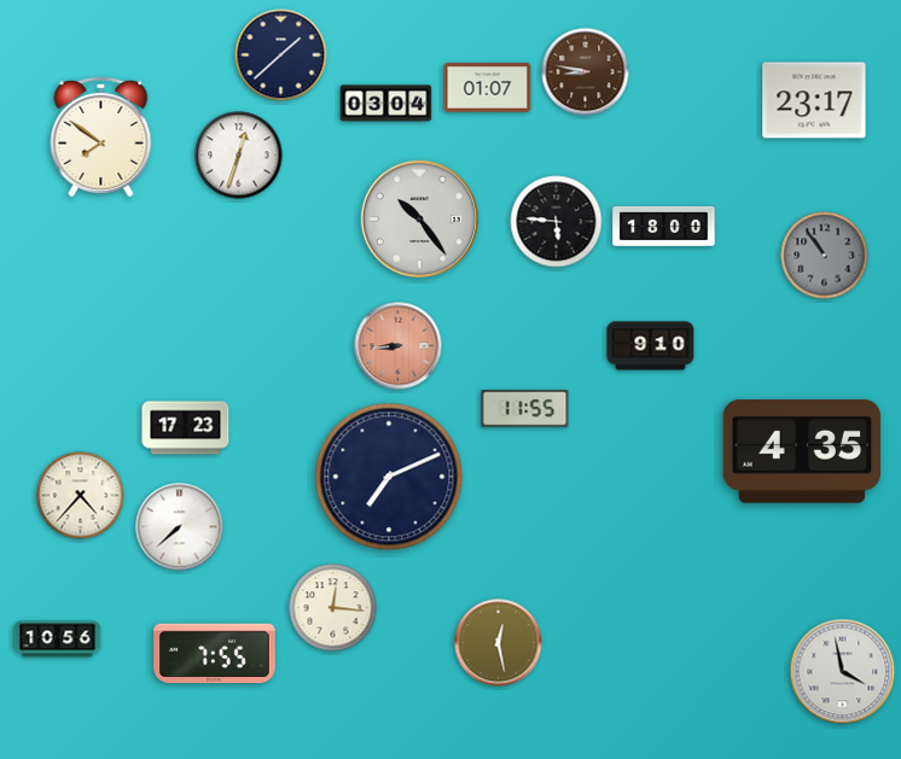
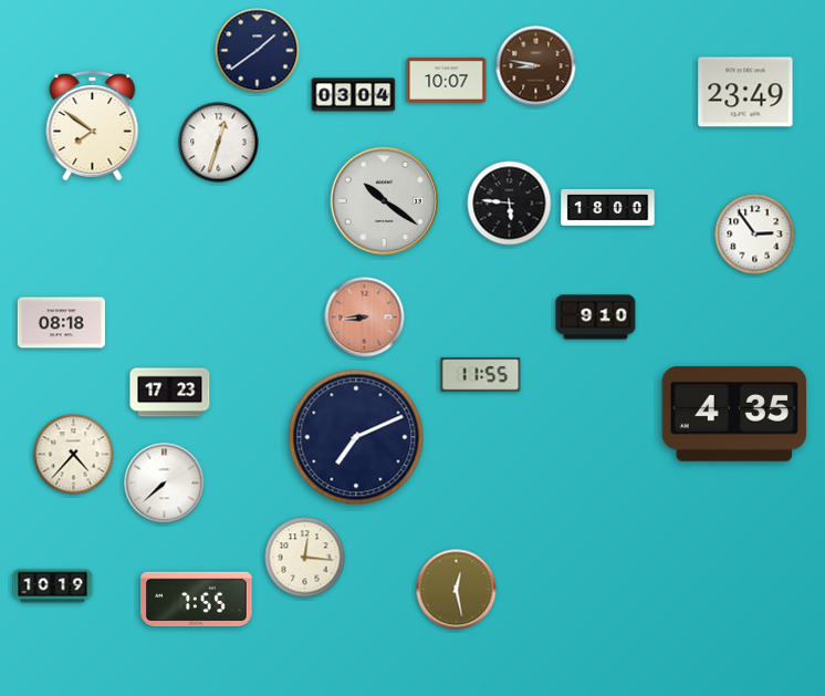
clock at (281, 56): 1:38 -> 1:39
clock at (488, 88): 01:07 -> 10:07
clock at (814, 100): 23:17 -> 23:49
clock at (420, 220): 10:24 -> 10:21
clock at (825, 256): 10:54 -> 2:54
clock at (825, 256) dial: grey -> white
clock at (61, 323): none -> 08:18
clock at (58, 640): 10:56 -> 10:19
clock at (843, 672): 3:58 -> none
